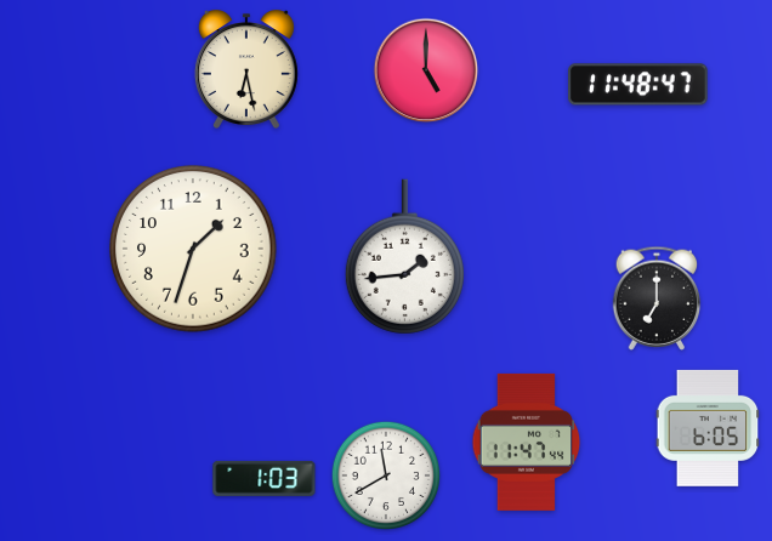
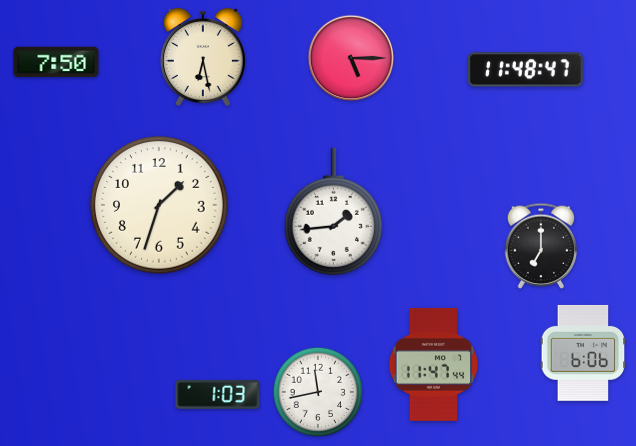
clock at (426, 70): 5:00 -> 5:15
clock at (56, 62): none -> 7:50
clock at (708, 428): 6:05 -> 6:06
clock at (386, 475): 11:40 -> 11:43
